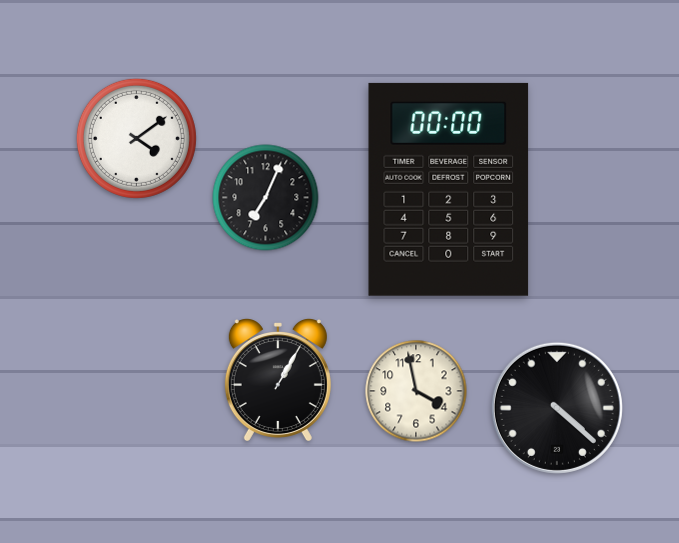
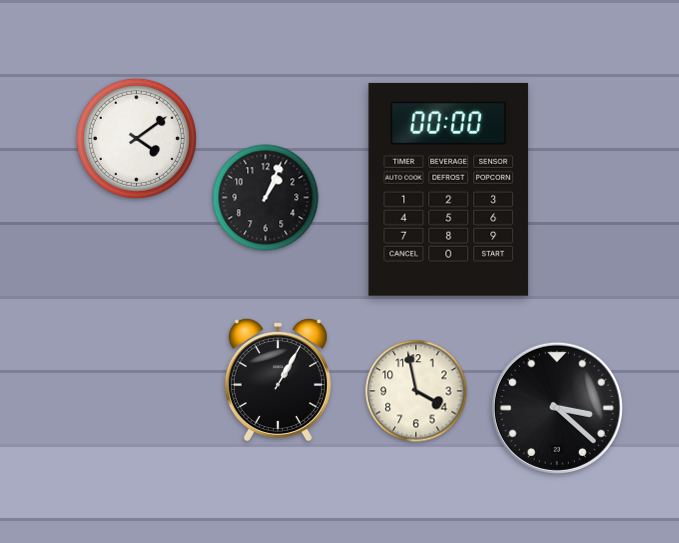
clock at (266, 198): 7:04 -> 1:04
clock at (557, 408): 4:22 -> 3:22
